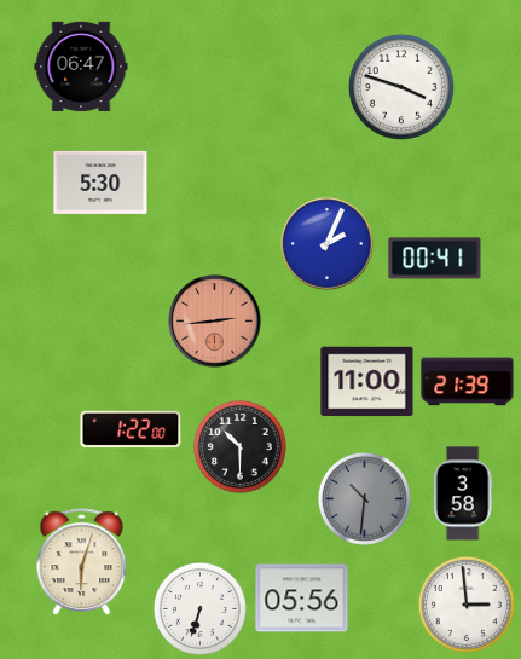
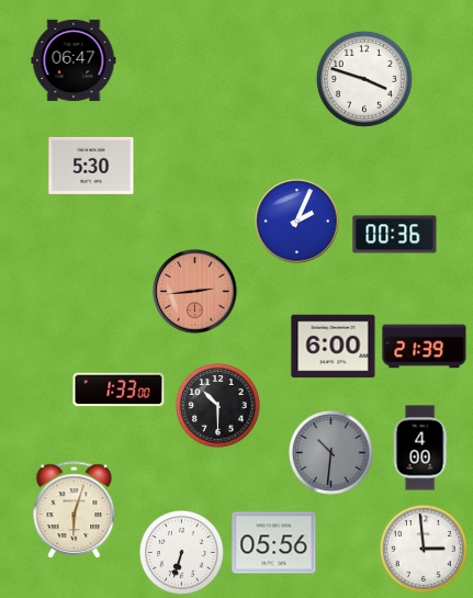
clock at (435, 259): 00:41 -> 00:36
clock at (367, 382): 11:00 -> 6:00
clock at (131, 429): 1:22 -> 1:33
clock at (463, 493): 3:58 -> 4:00
